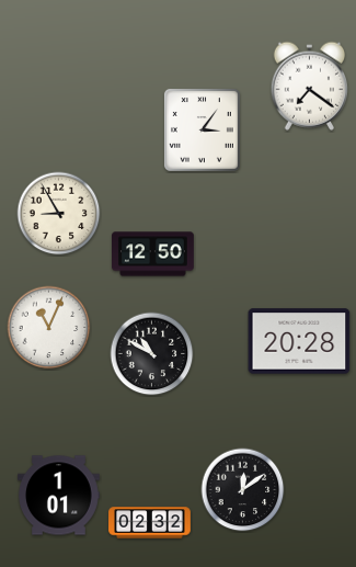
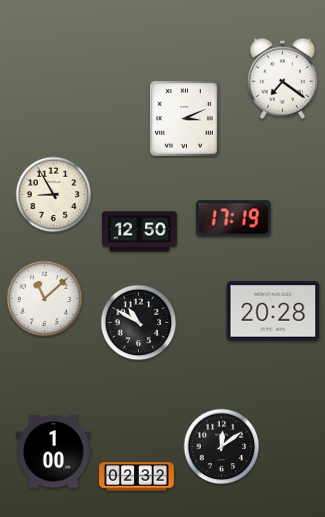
clock at (202, 129): 3:06 -> 3:11
clock at (233, 219): none -> 17:19
clock at (49, 328): 11:04 -> 11:08
clock at (59, 496): 1:01 -> 1:00
